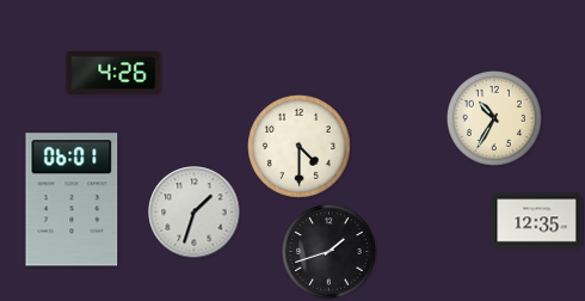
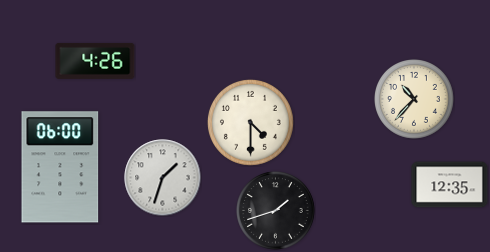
clock at (495, 119): 10:35 -> 10:37
clock at (72, 199): 06:01 -> 06:00
